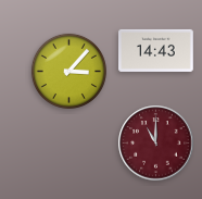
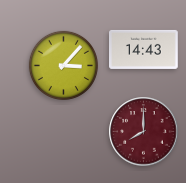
clock at (156, 50) position: (156, 50) -> (144, 49)
clock at (156, 144): 11:00 -> 8:00
